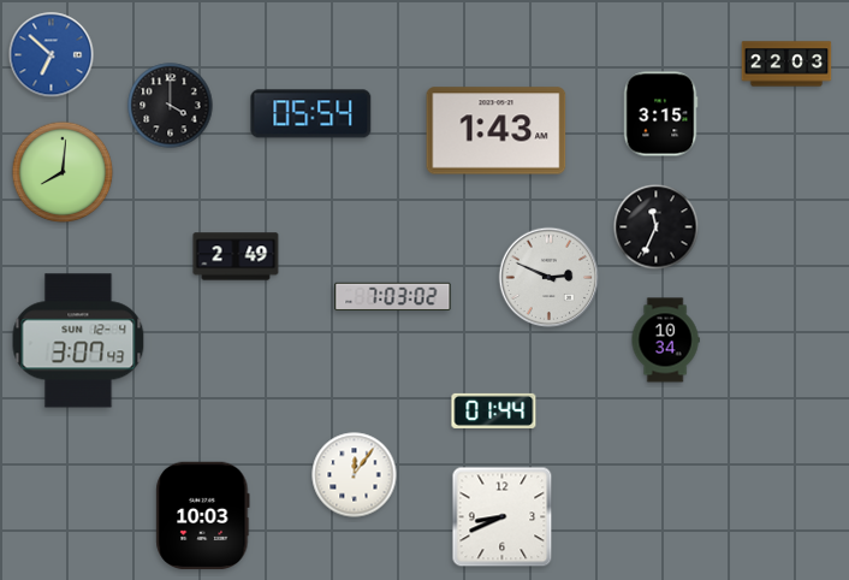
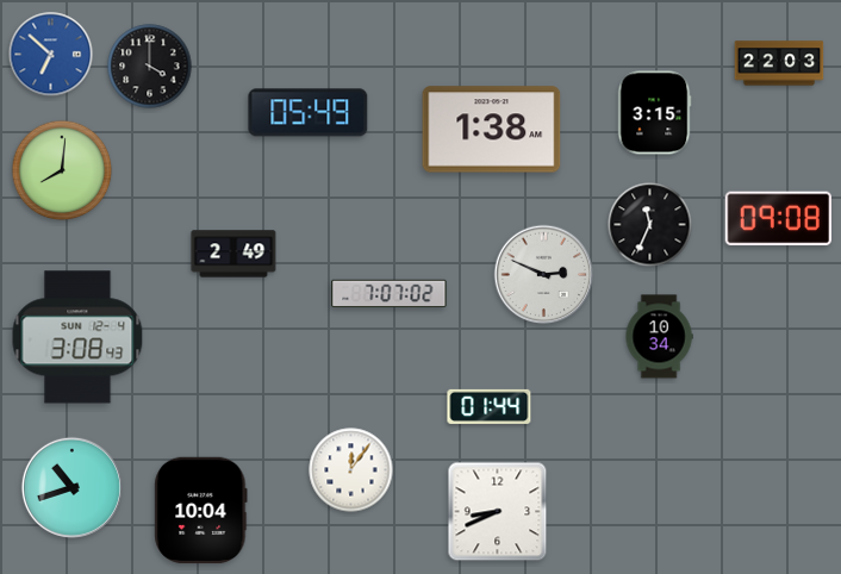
clock at (171, 106) position: (171, 106) -> (150, 67)
clock at (311, 114): 05:54 -> 05:49
clock at (497, 131): 1:43 -> 1:38
clock at (778, 219): none -> 09:08
clock at (393, 297): 7:03 -> 7:07
clock at (78, 341): 3:07 -> 3:08
clock at (71, 487): none -> 10:42
clock at (203, 516): 10:03 -> 10:04
